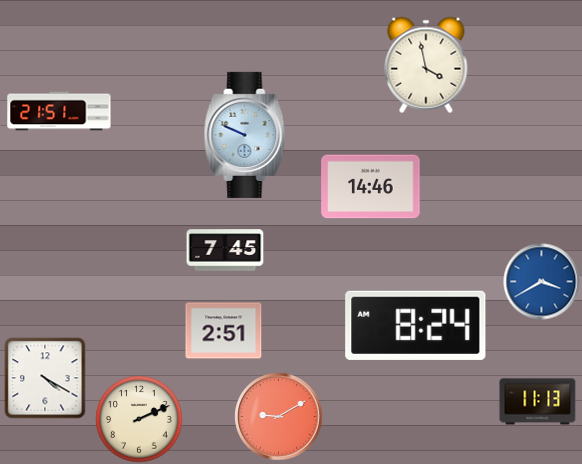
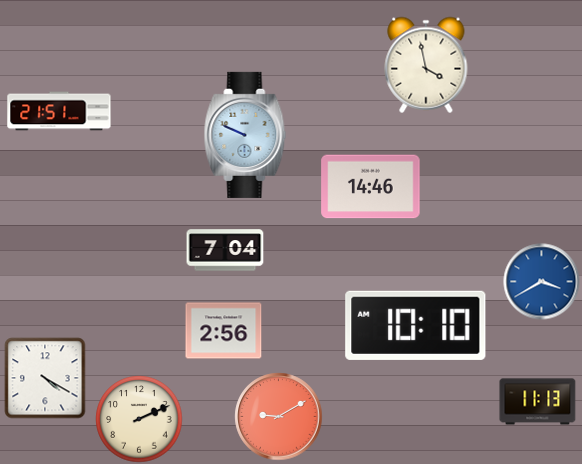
clock at (225, 250): 7:45 -> 7:04
clock at (416, 325): 8:24 -> 10:10
clock at (224, 331): 2:51 -> 2:56
